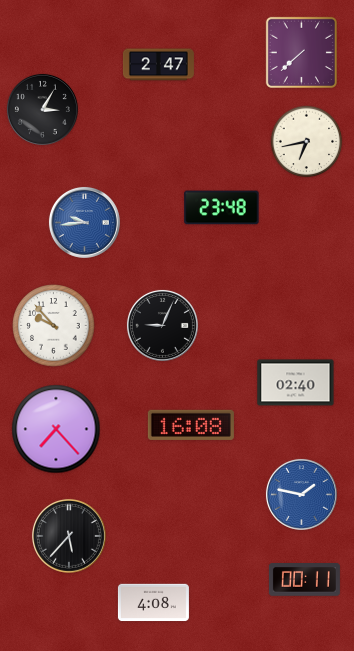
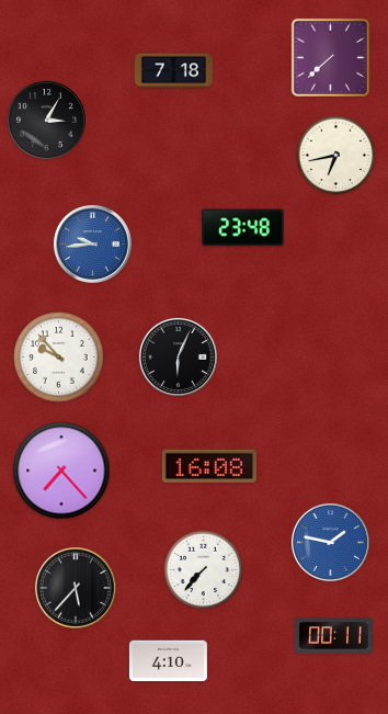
clock at (158, 65): 2:47 -> 7:18
clock at (162, 325): 9:04 -> 6:04
clock at (296, 383): 02:40 -> none
clock at (204, 570): none -> 7:37
clock at (153, 603): 4:08 -> 4:10
